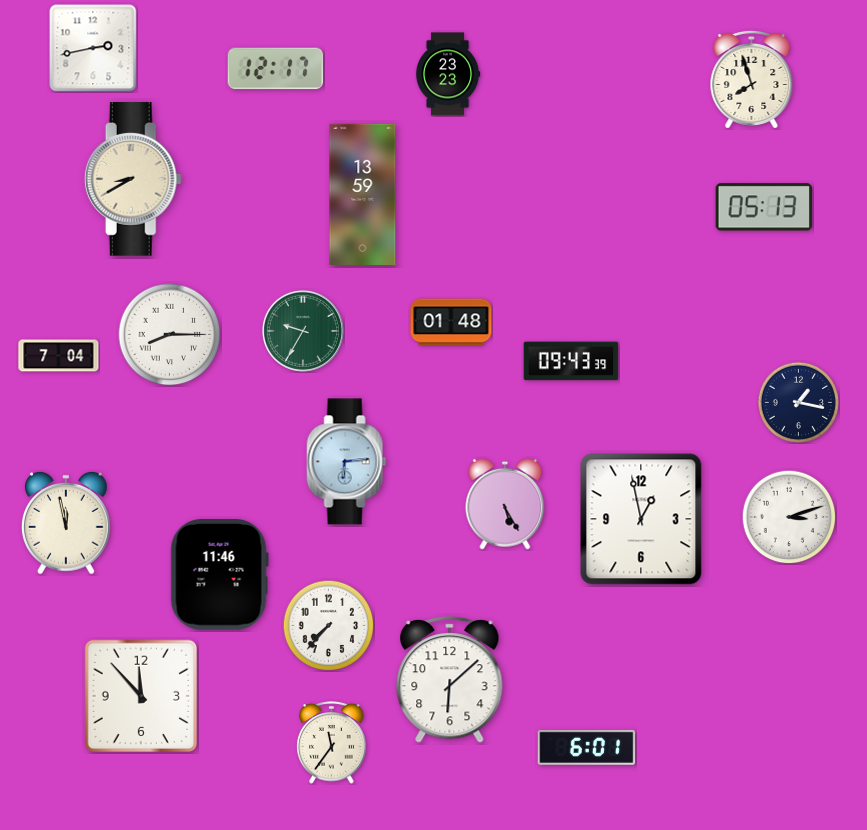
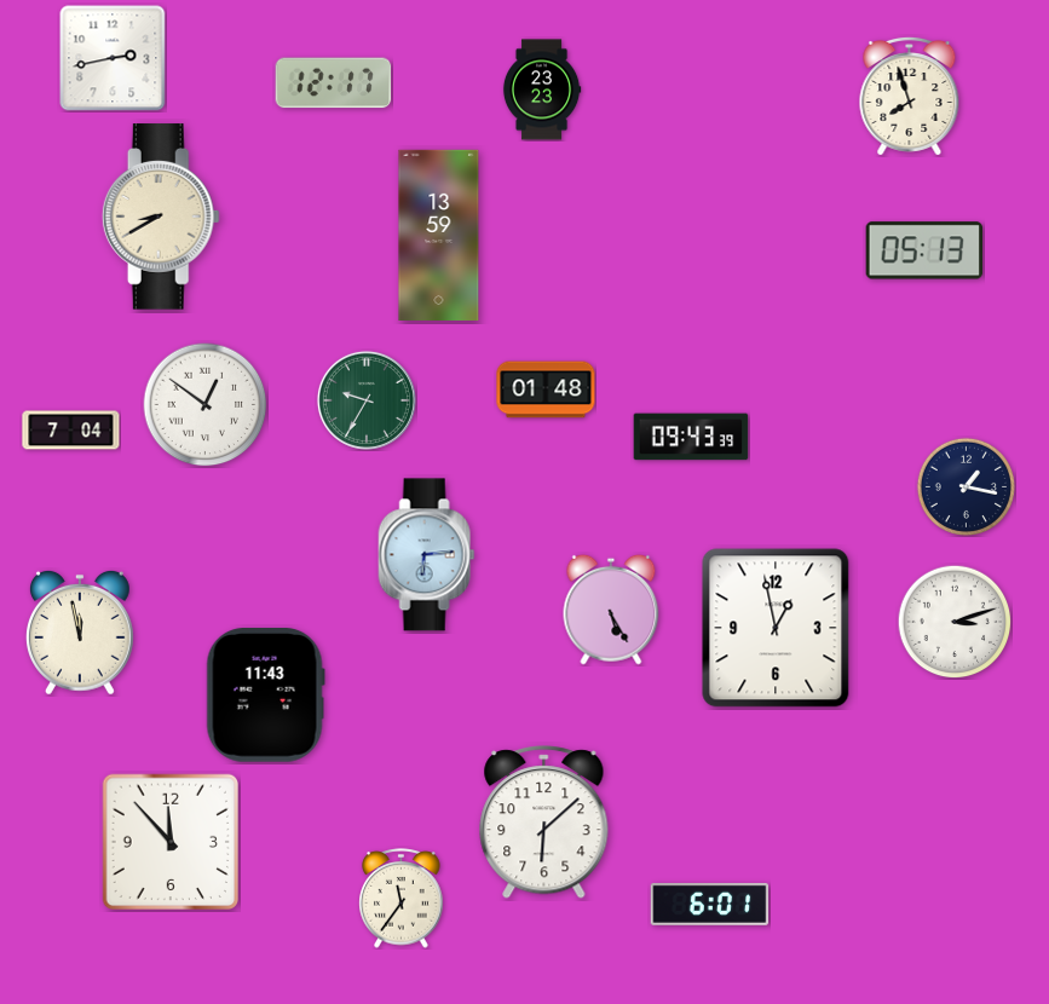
clock at (170, 335): 8:15 -> 12:51
clock at (347, 462) position: (347, 462) -> (427, 555)
clock at (789, 517) position: (789, 517) -> (955, 622)
clock at (219, 575): 11:46 -> 11:43
clock at (328, 625): 7:37 -> none
